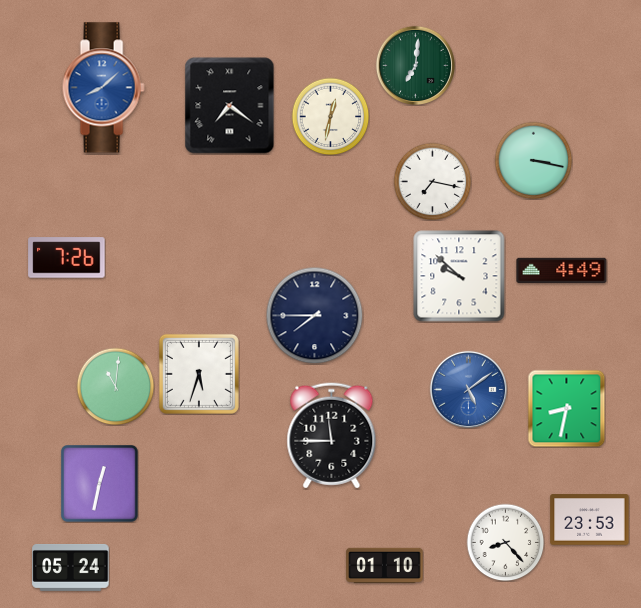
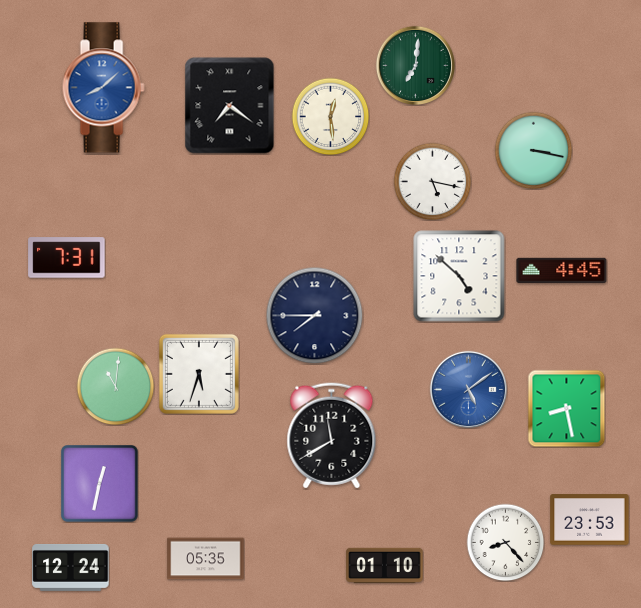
clock at (330, 116): 12:32 -> 12:29
clock at (533, 160) position: (533, 160) -> (533, 150)
clock at (432, 181): 7:17 -> 5:17
clock at (67, 258): 7:26 -> 7:31
clock at (562, 270): 4:49 -> 4:45
clock at (459, 276): 9:52 -> 4:52
clock at (566, 408): 8:32 -> 8:28
clock at (332, 436): 11:45 -> 11:40
clock at (206, 559): none -> 05:35
clock at (71, 567): 05:24 -> 12:24
